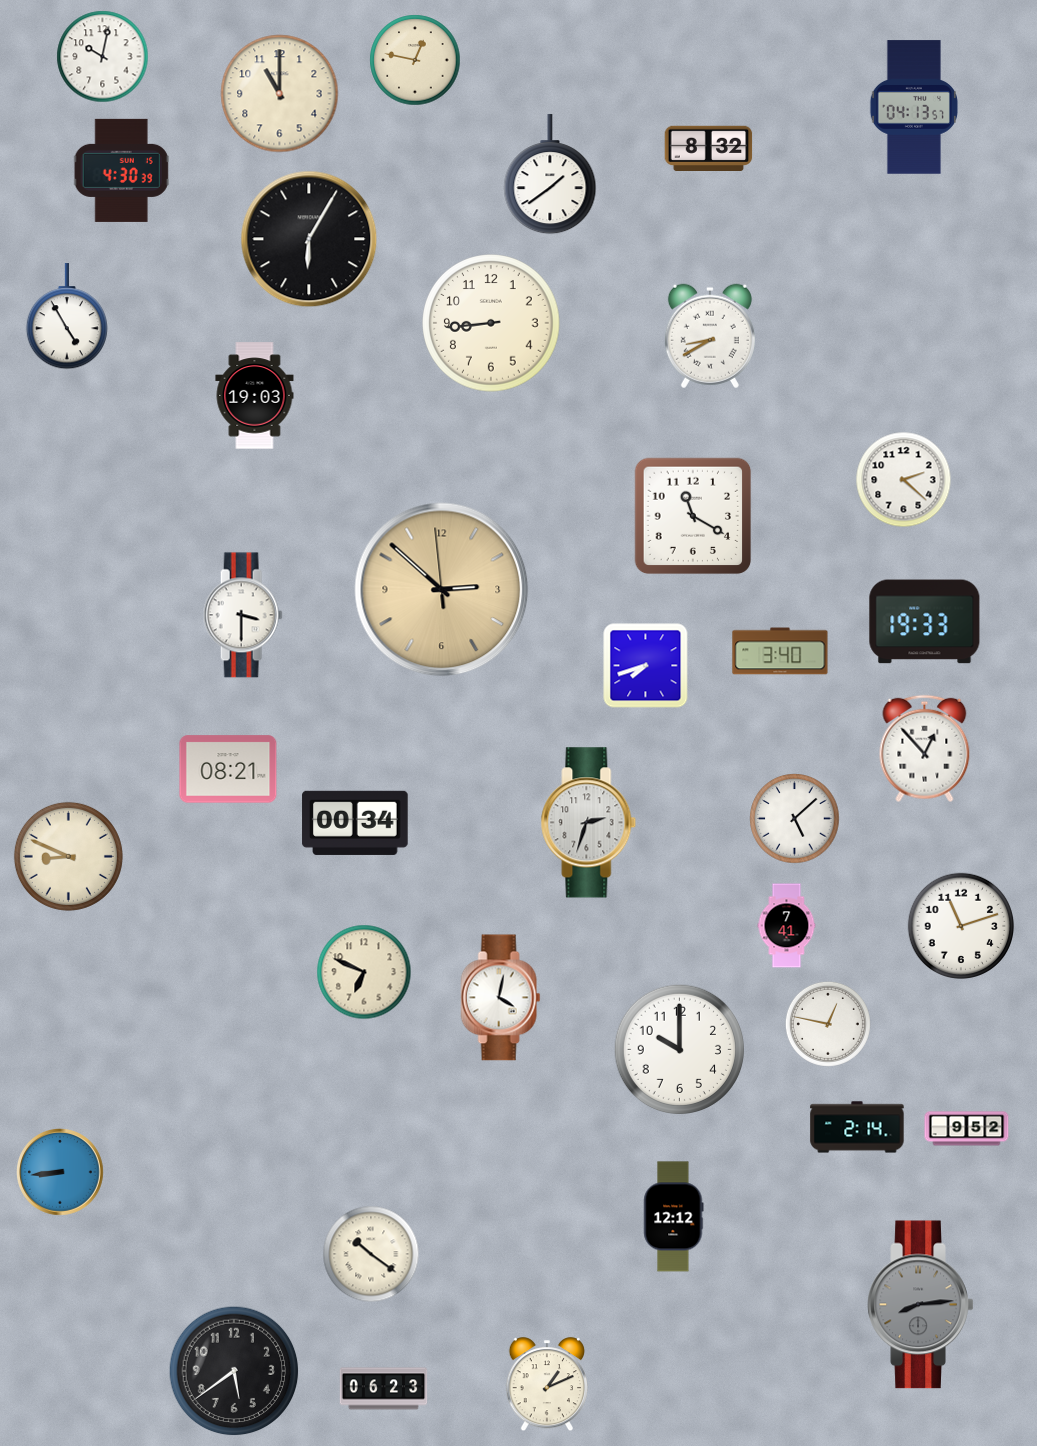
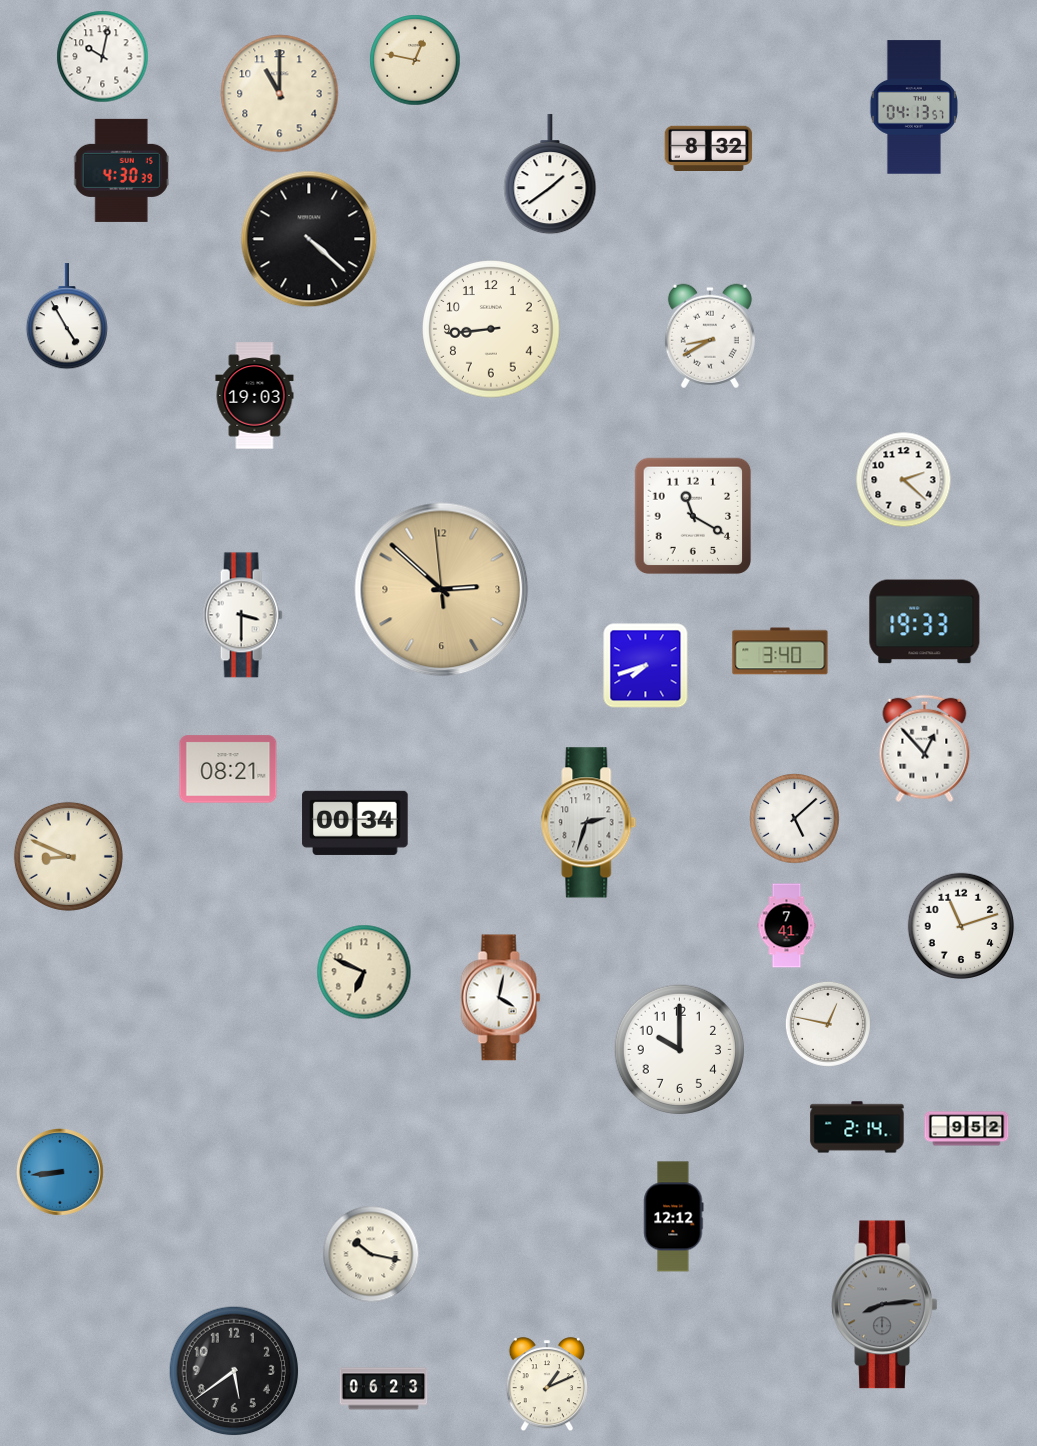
clock at (309, 239): 6:05 -> 4:22
clock at (491, 323) position: (491, 323) -> (491, 329)
clock at (371, 1254): 10:21 -> 10:17
clock at (921, 1305) position: (921, 1305) -> (885, 1305)
